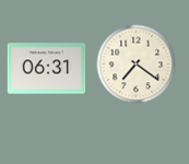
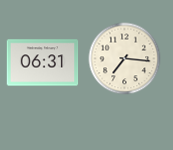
clock at (137, 65): 7:21 -> 7:16
